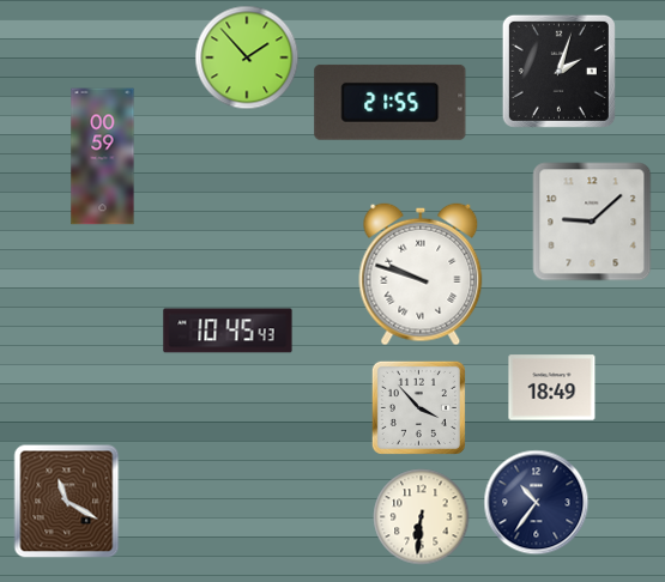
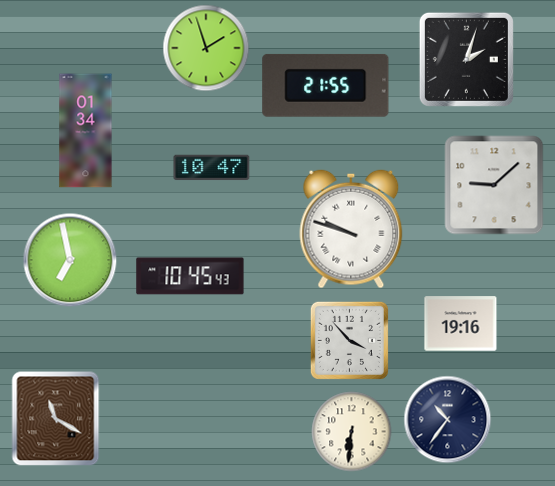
clock at (247, 57): 1:53 -> 1:57
clock at (103, 157): 00:59 -> 01:34
clock at (212, 168): none -> 10:47
clock at (70, 260): none -> 6:58
clock at (552, 388): 18:49 -> 19:16
